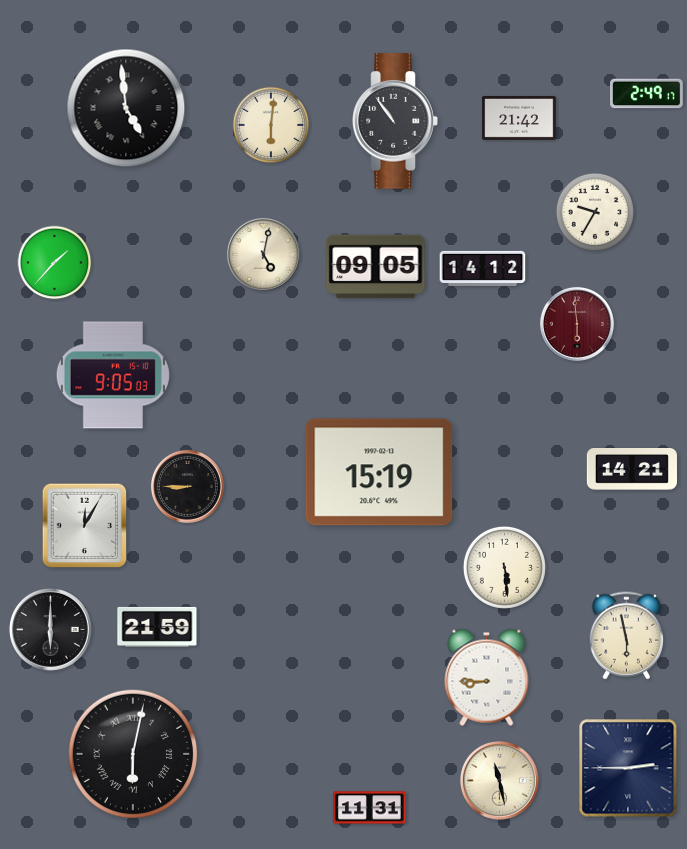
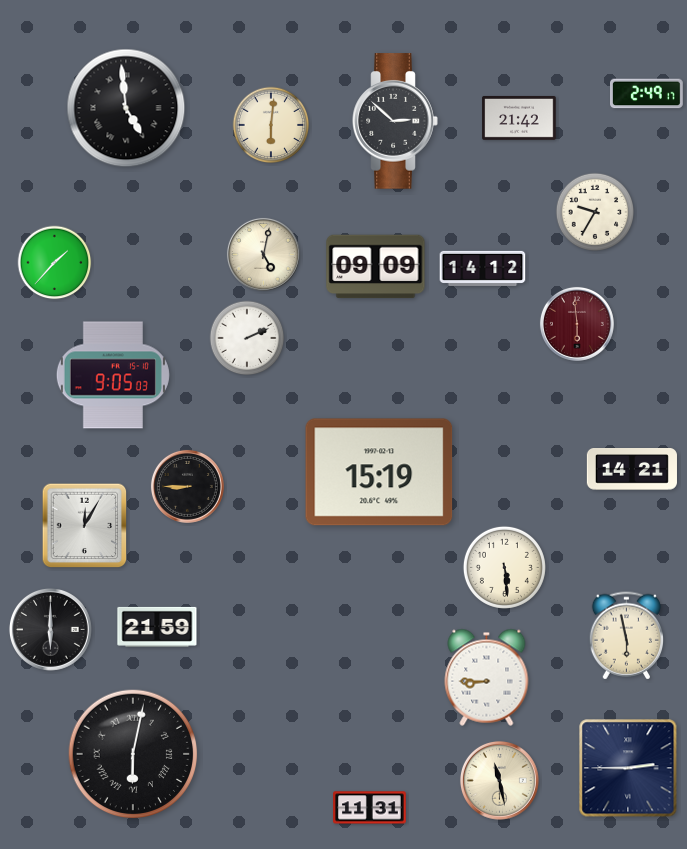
clock at (395, 121): 10:54 -> 2:52
clock at (376, 267): 09:05 -> 09:09
clock at (247, 338): none -> 2:11
